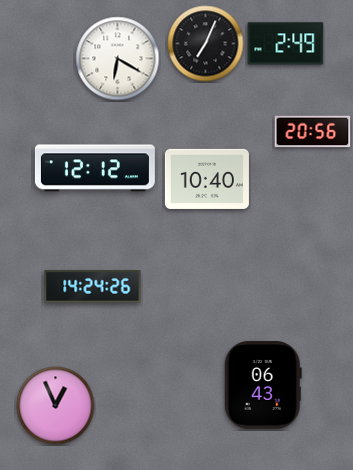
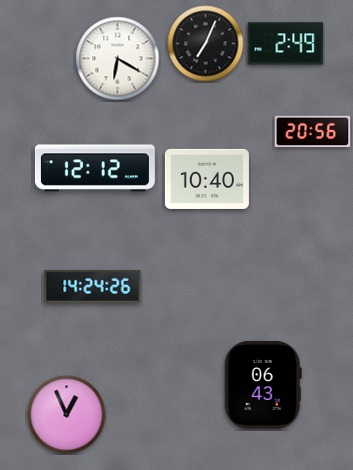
clock at (56, 406) position: (56, 406) -> (67, 415)
